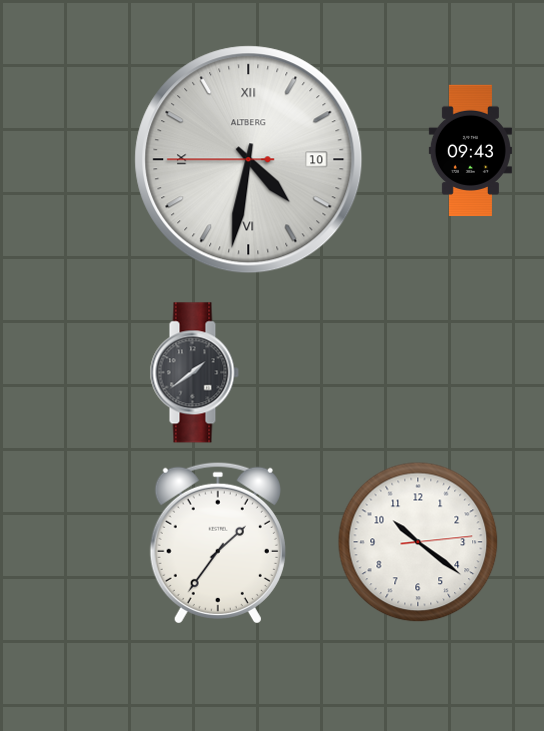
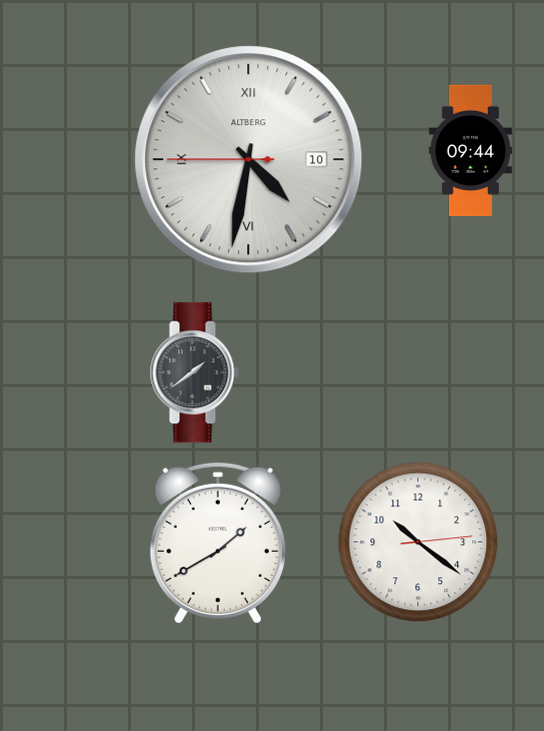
clock at (470, 151): 09:43 -> 09:44
clock at (218, 543): 1:36 -> 1:40
